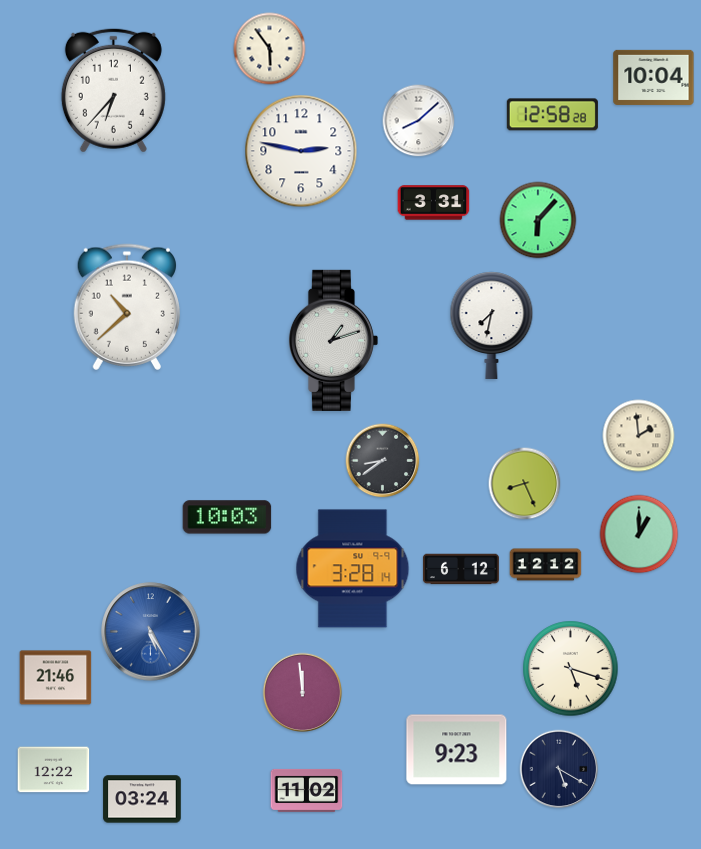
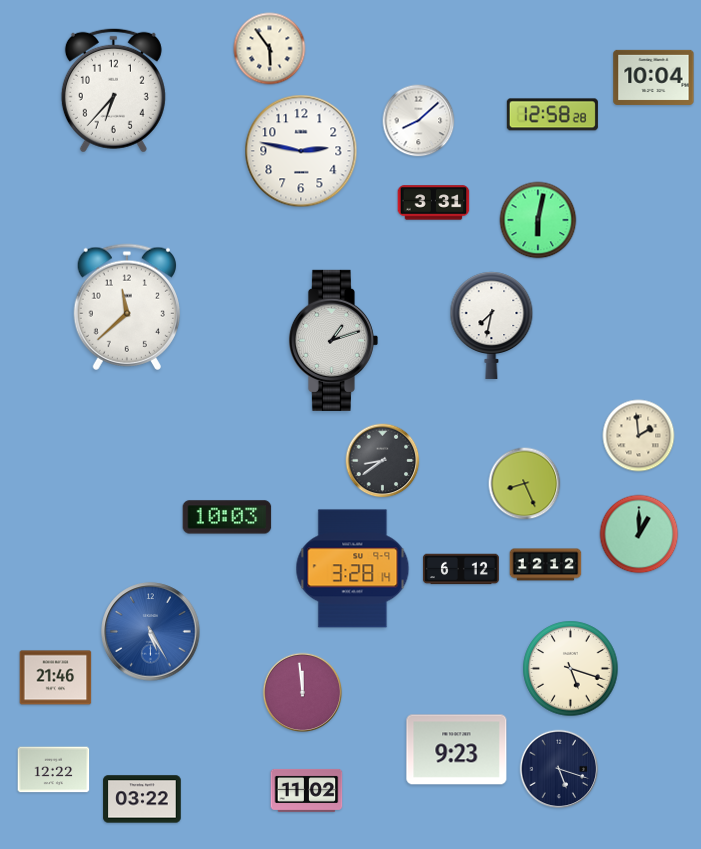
clock at (538, 220): 6:07 -> 6:02
clock at (127, 307): 10:38 -> 11:38
clock at (559, 769): 5:20 -> 5:18
clock at (142, 799): 03:24 -> 03:22
